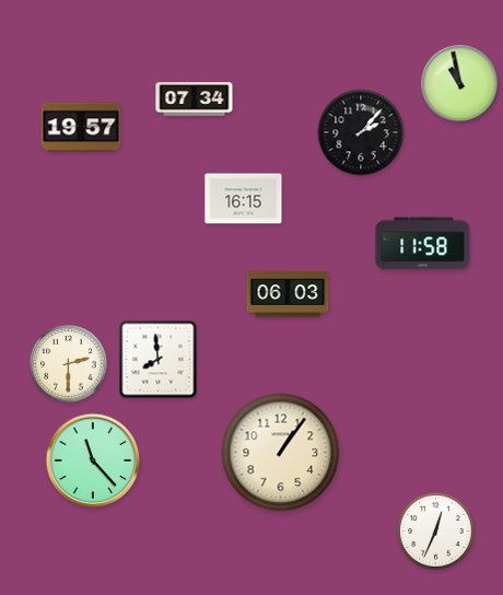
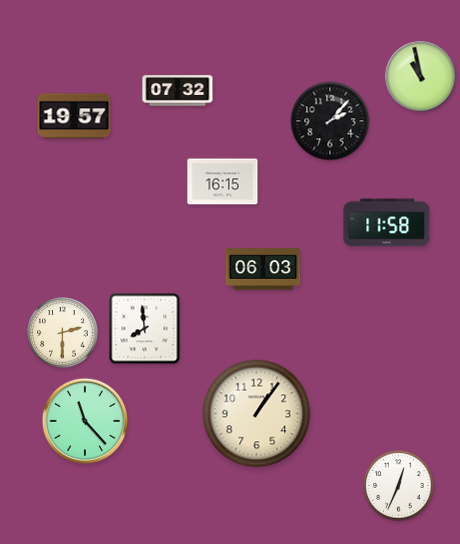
clock at (195, 100): 07:34 -> 07:32
